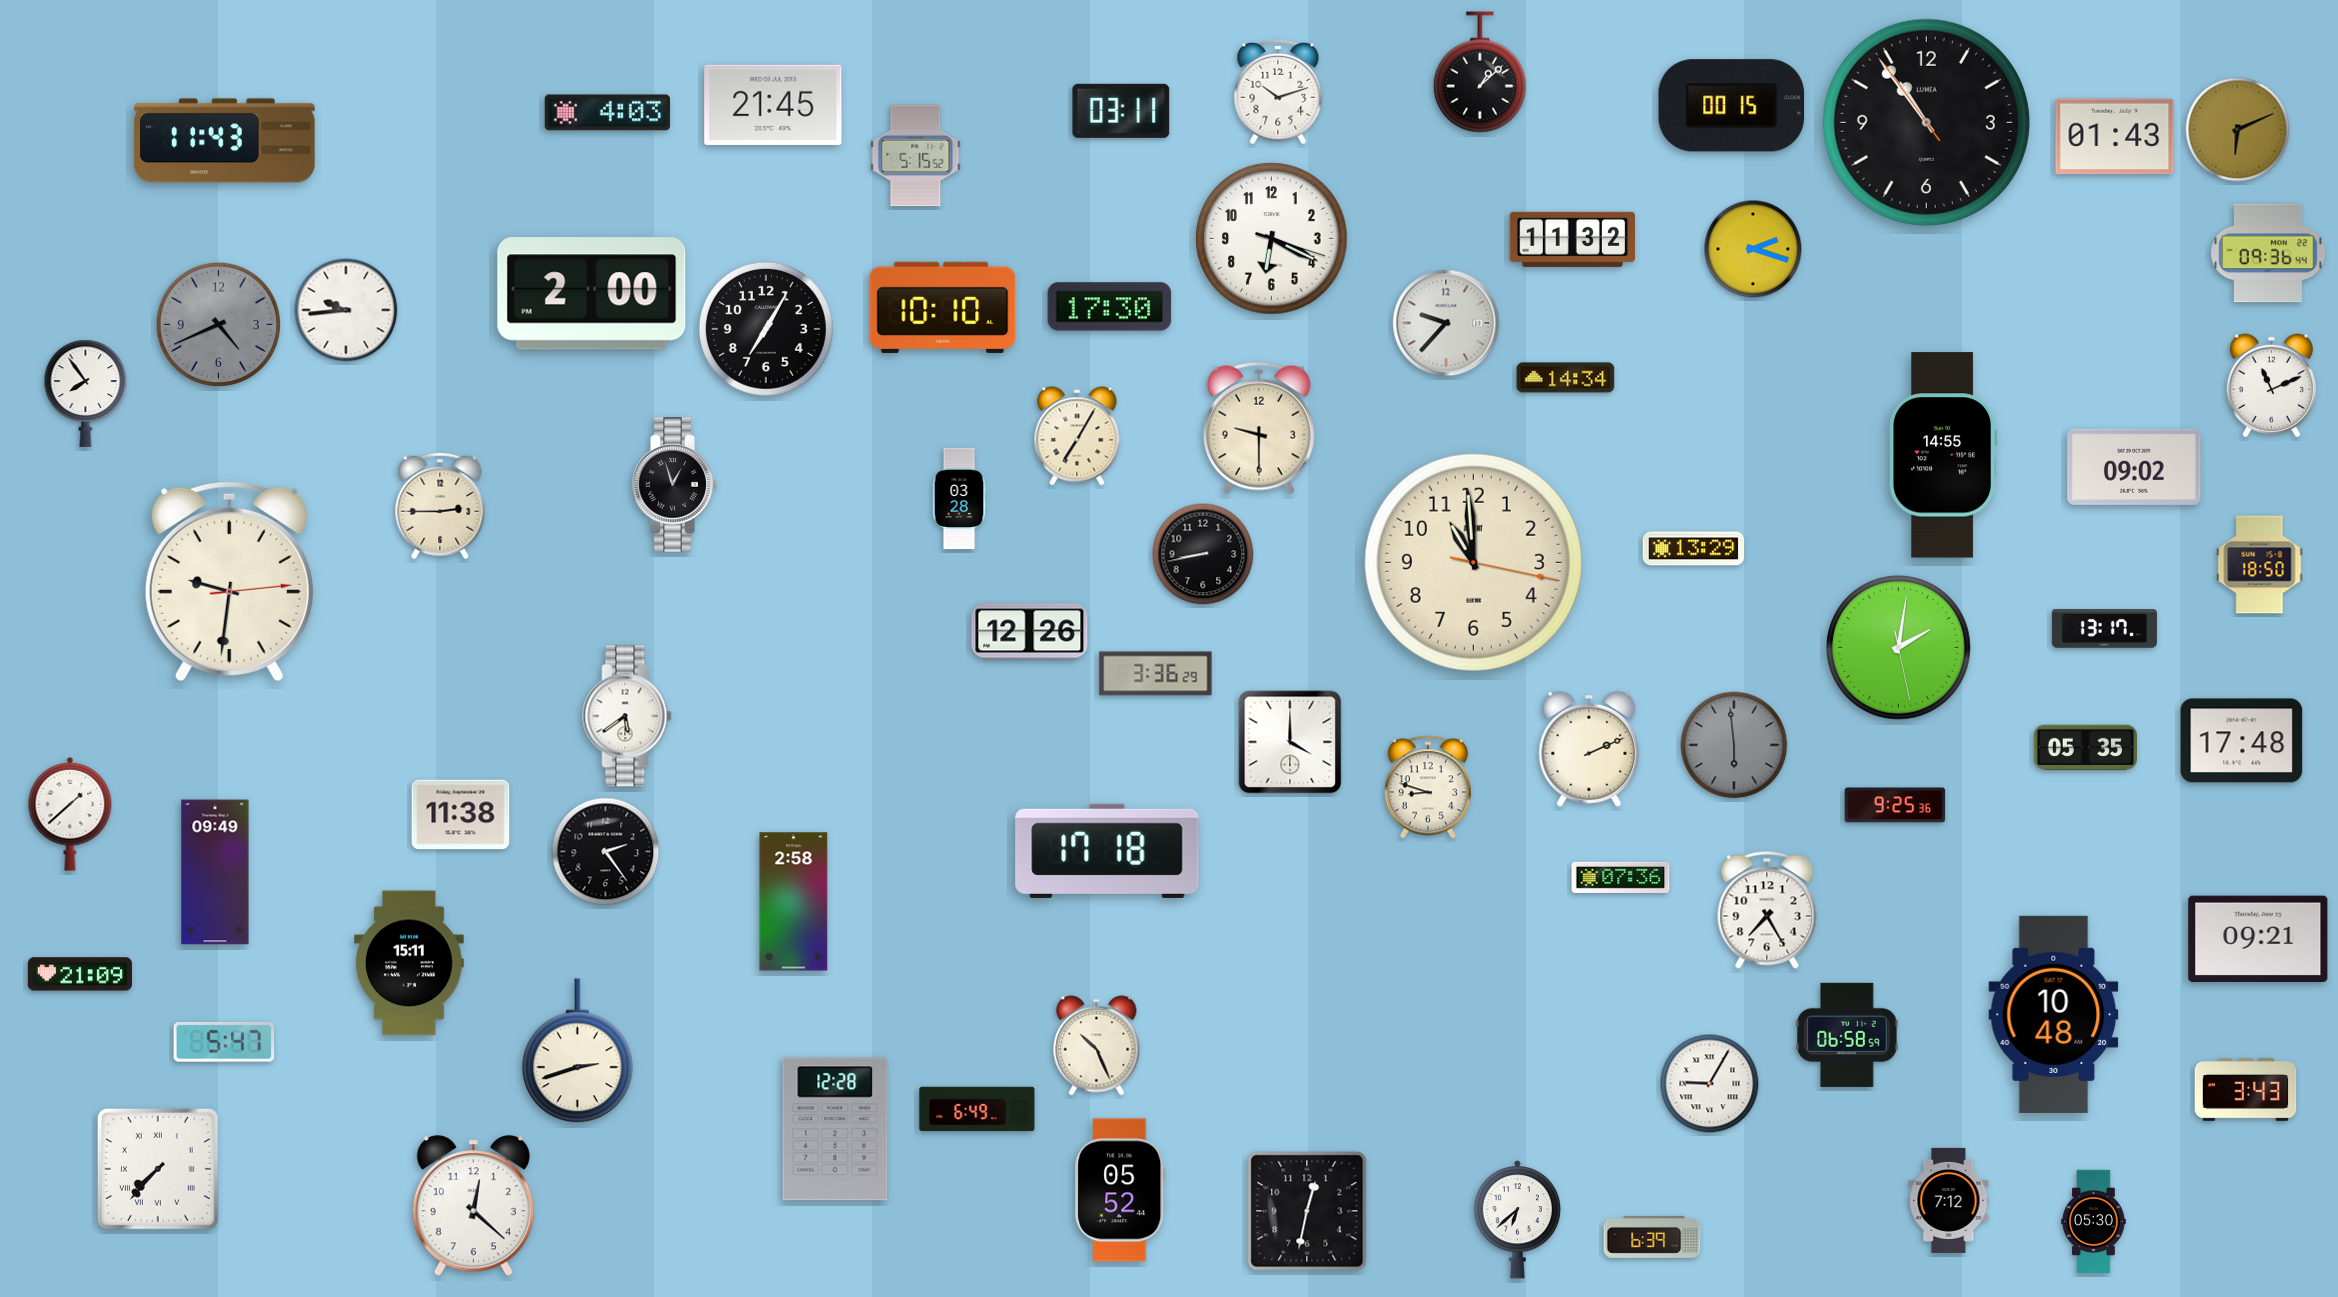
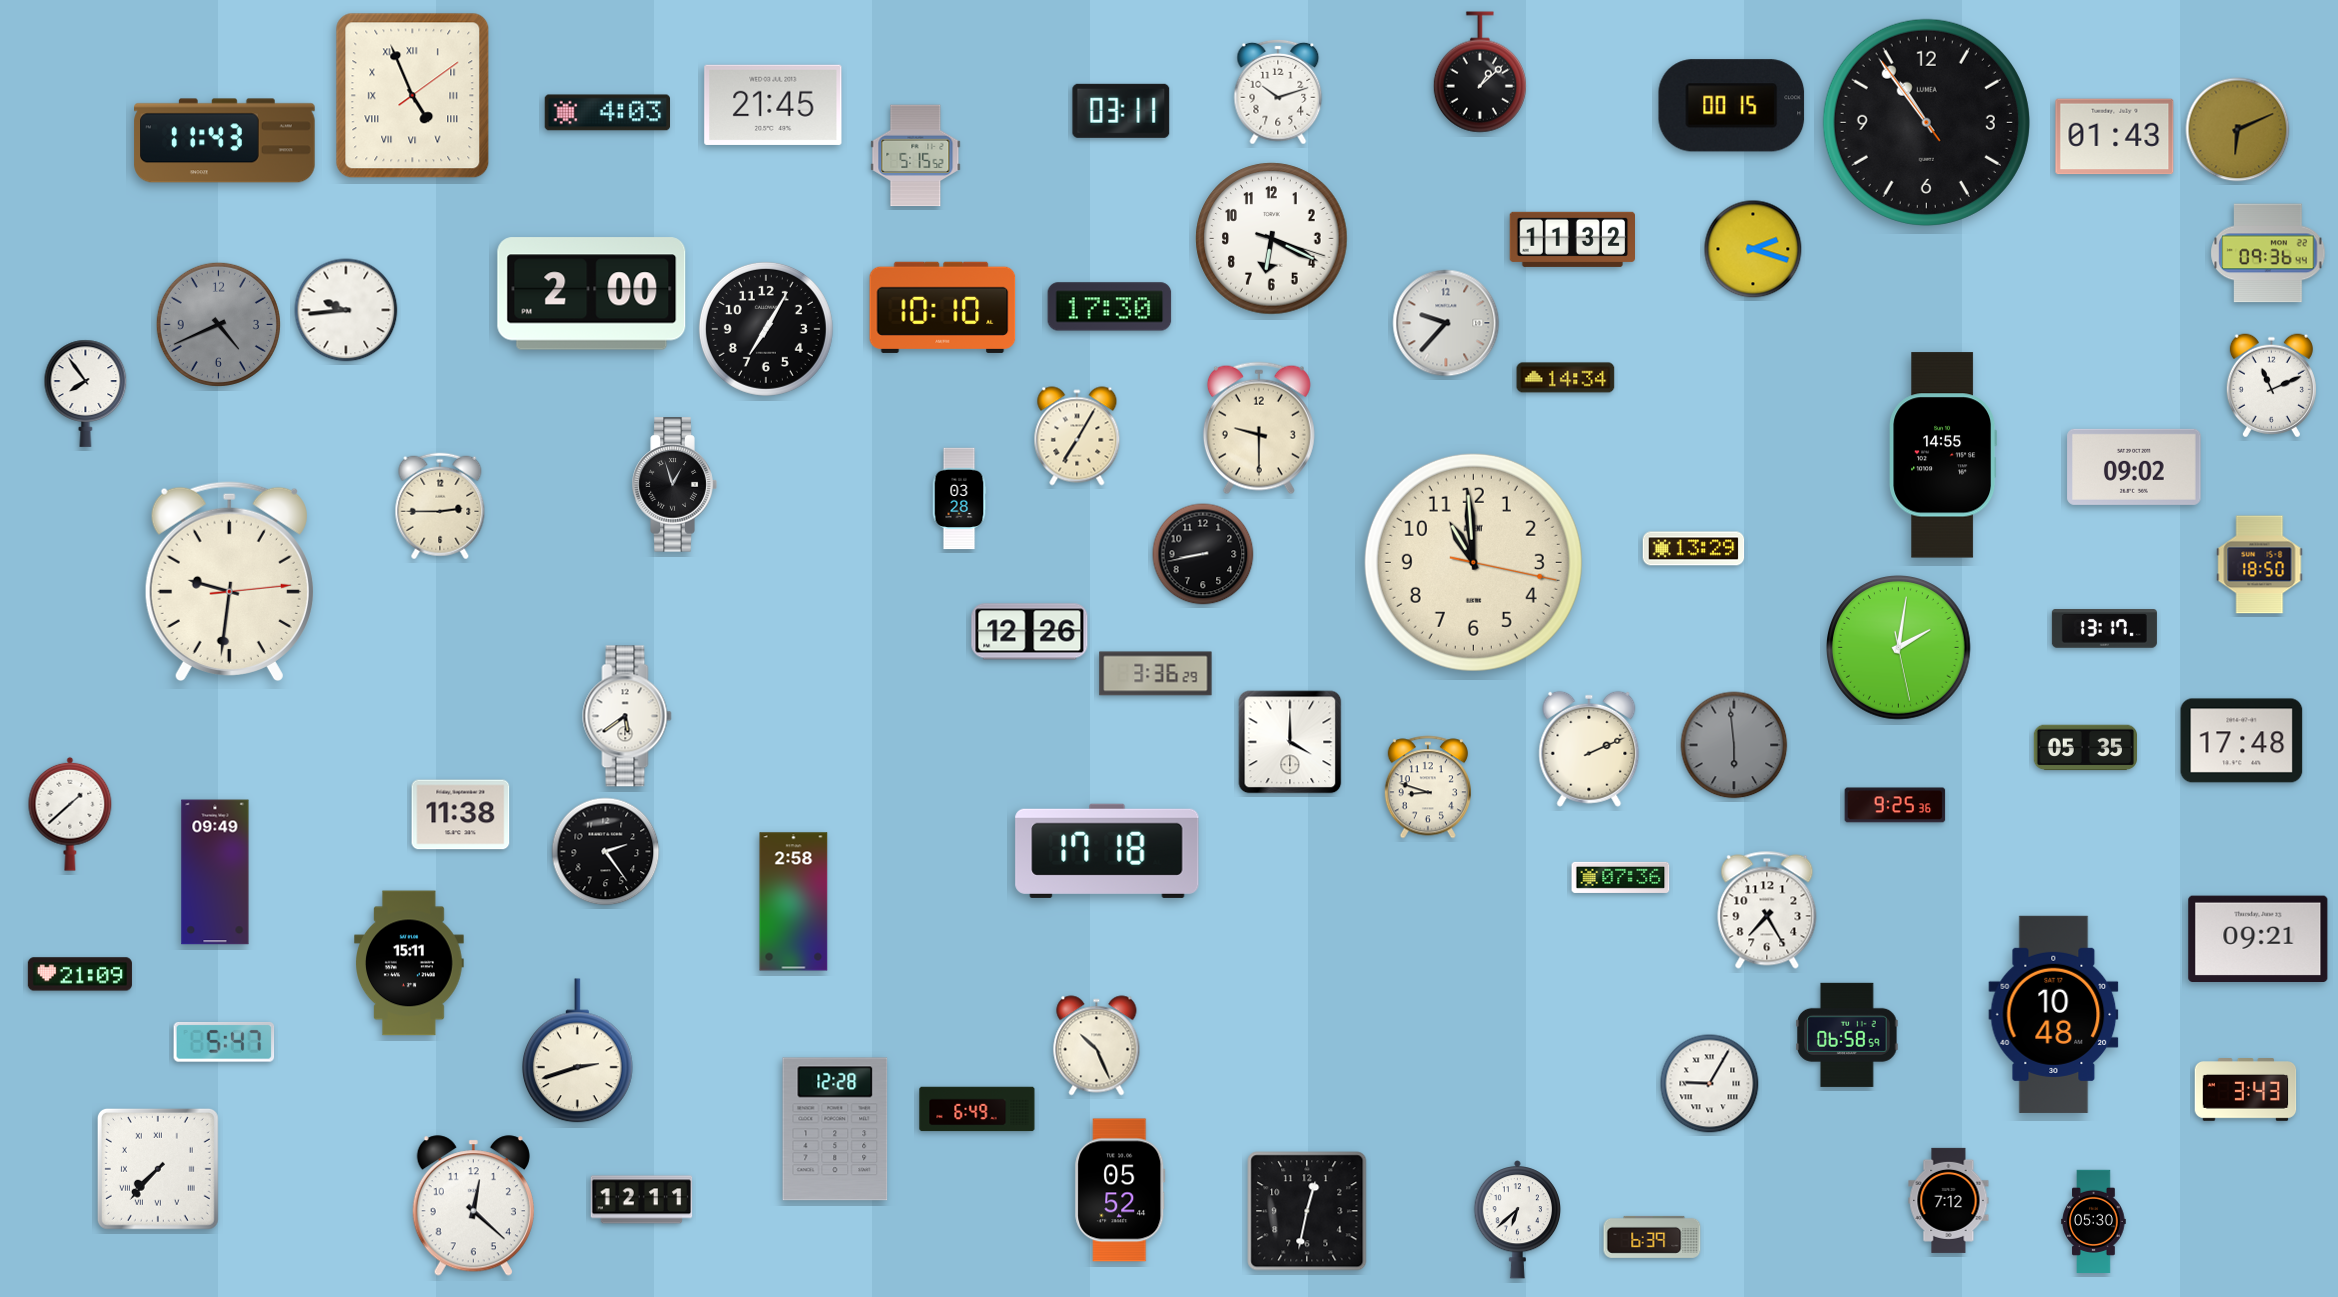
clock at (413, 96): none -> 4:56
clock at (642, 1200): none -> 12:11
